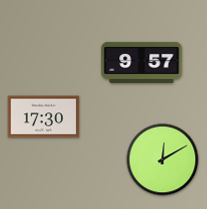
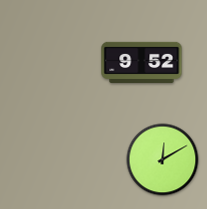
clock at (142, 62): 9:57 -> 9:52
clock at (44, 117): 17:30 -> none
